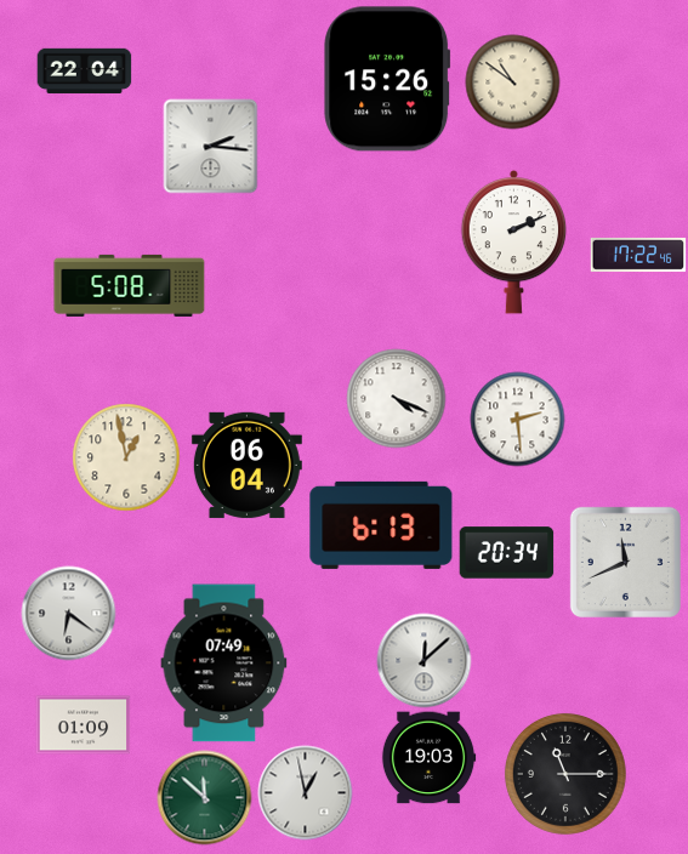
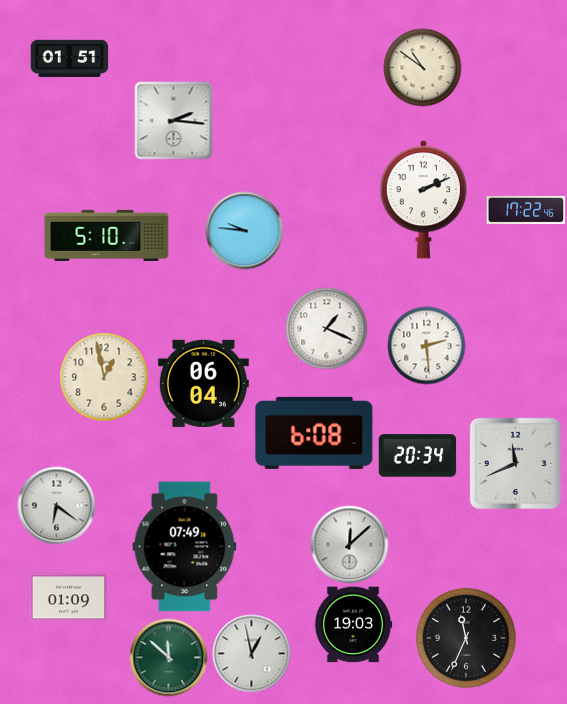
clock at (84, 70): 22:04 -> 01:51
clock at (387, 79): 15:26 -> none
clock at (244, 230): none -> 9:46
clock at (130, 285): 5:08 -> 5:10
clock at (396, 398): 4:19 -> 1:19
clock at (381, 525): 6:13 -> 6:08
clock at (565, 774): 11:15 -> 11:34
